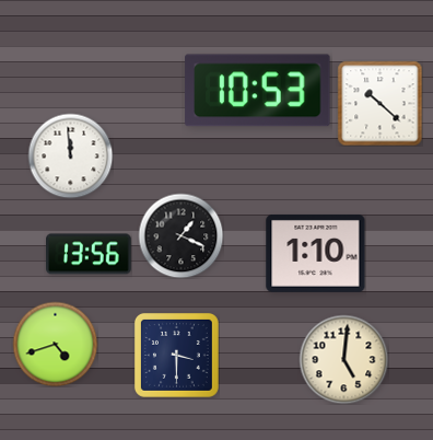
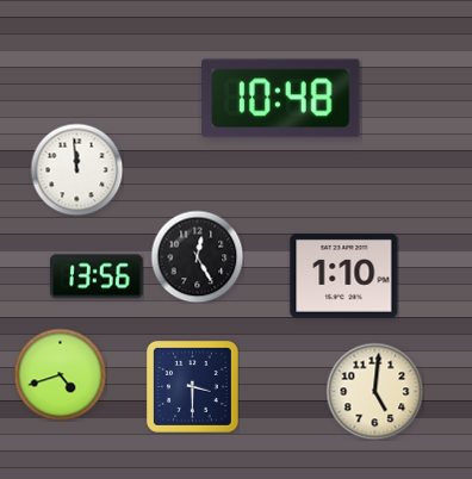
clock at (258, 91): 10:53 -> 10:48
clock at (379, 103): 10:22 -> none
clock at (180, 235): 1:19 -> 12:25
